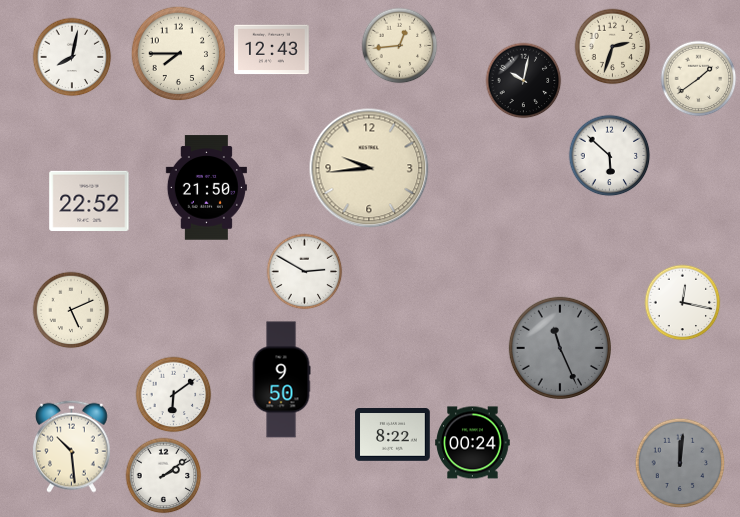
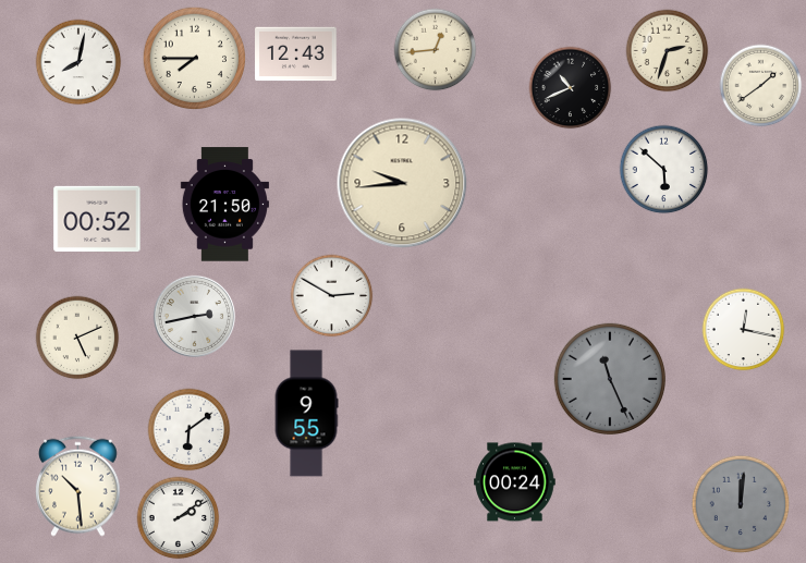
clock at (524, 81): 10:02 -> 10:41
clock at (89, 200): 22:52 -> 00:52
clock at (194, 316): none -> 2:43
clock at (281, 380): 9:50 -> 9:55
clock at (393, 435): 8:22 -> none
